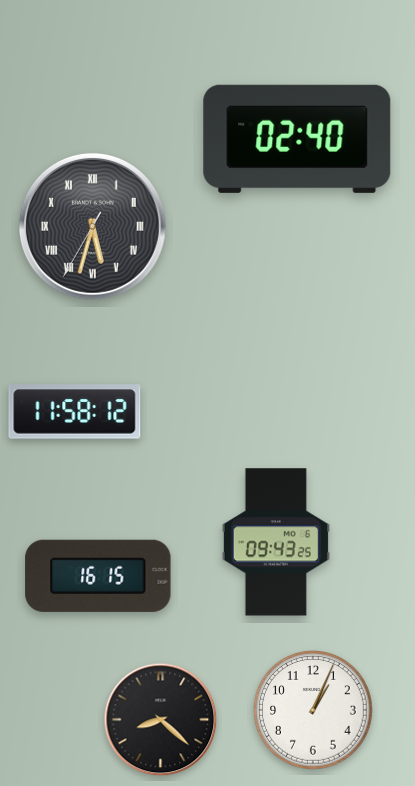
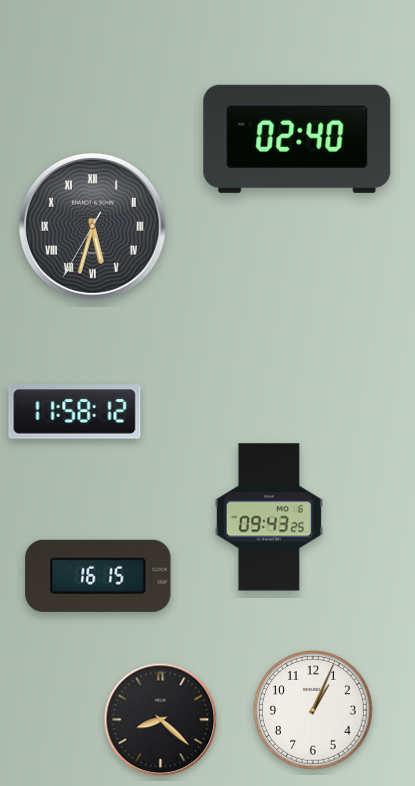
clock at (276, 542) position: (276, 542) -> (269, 517)
